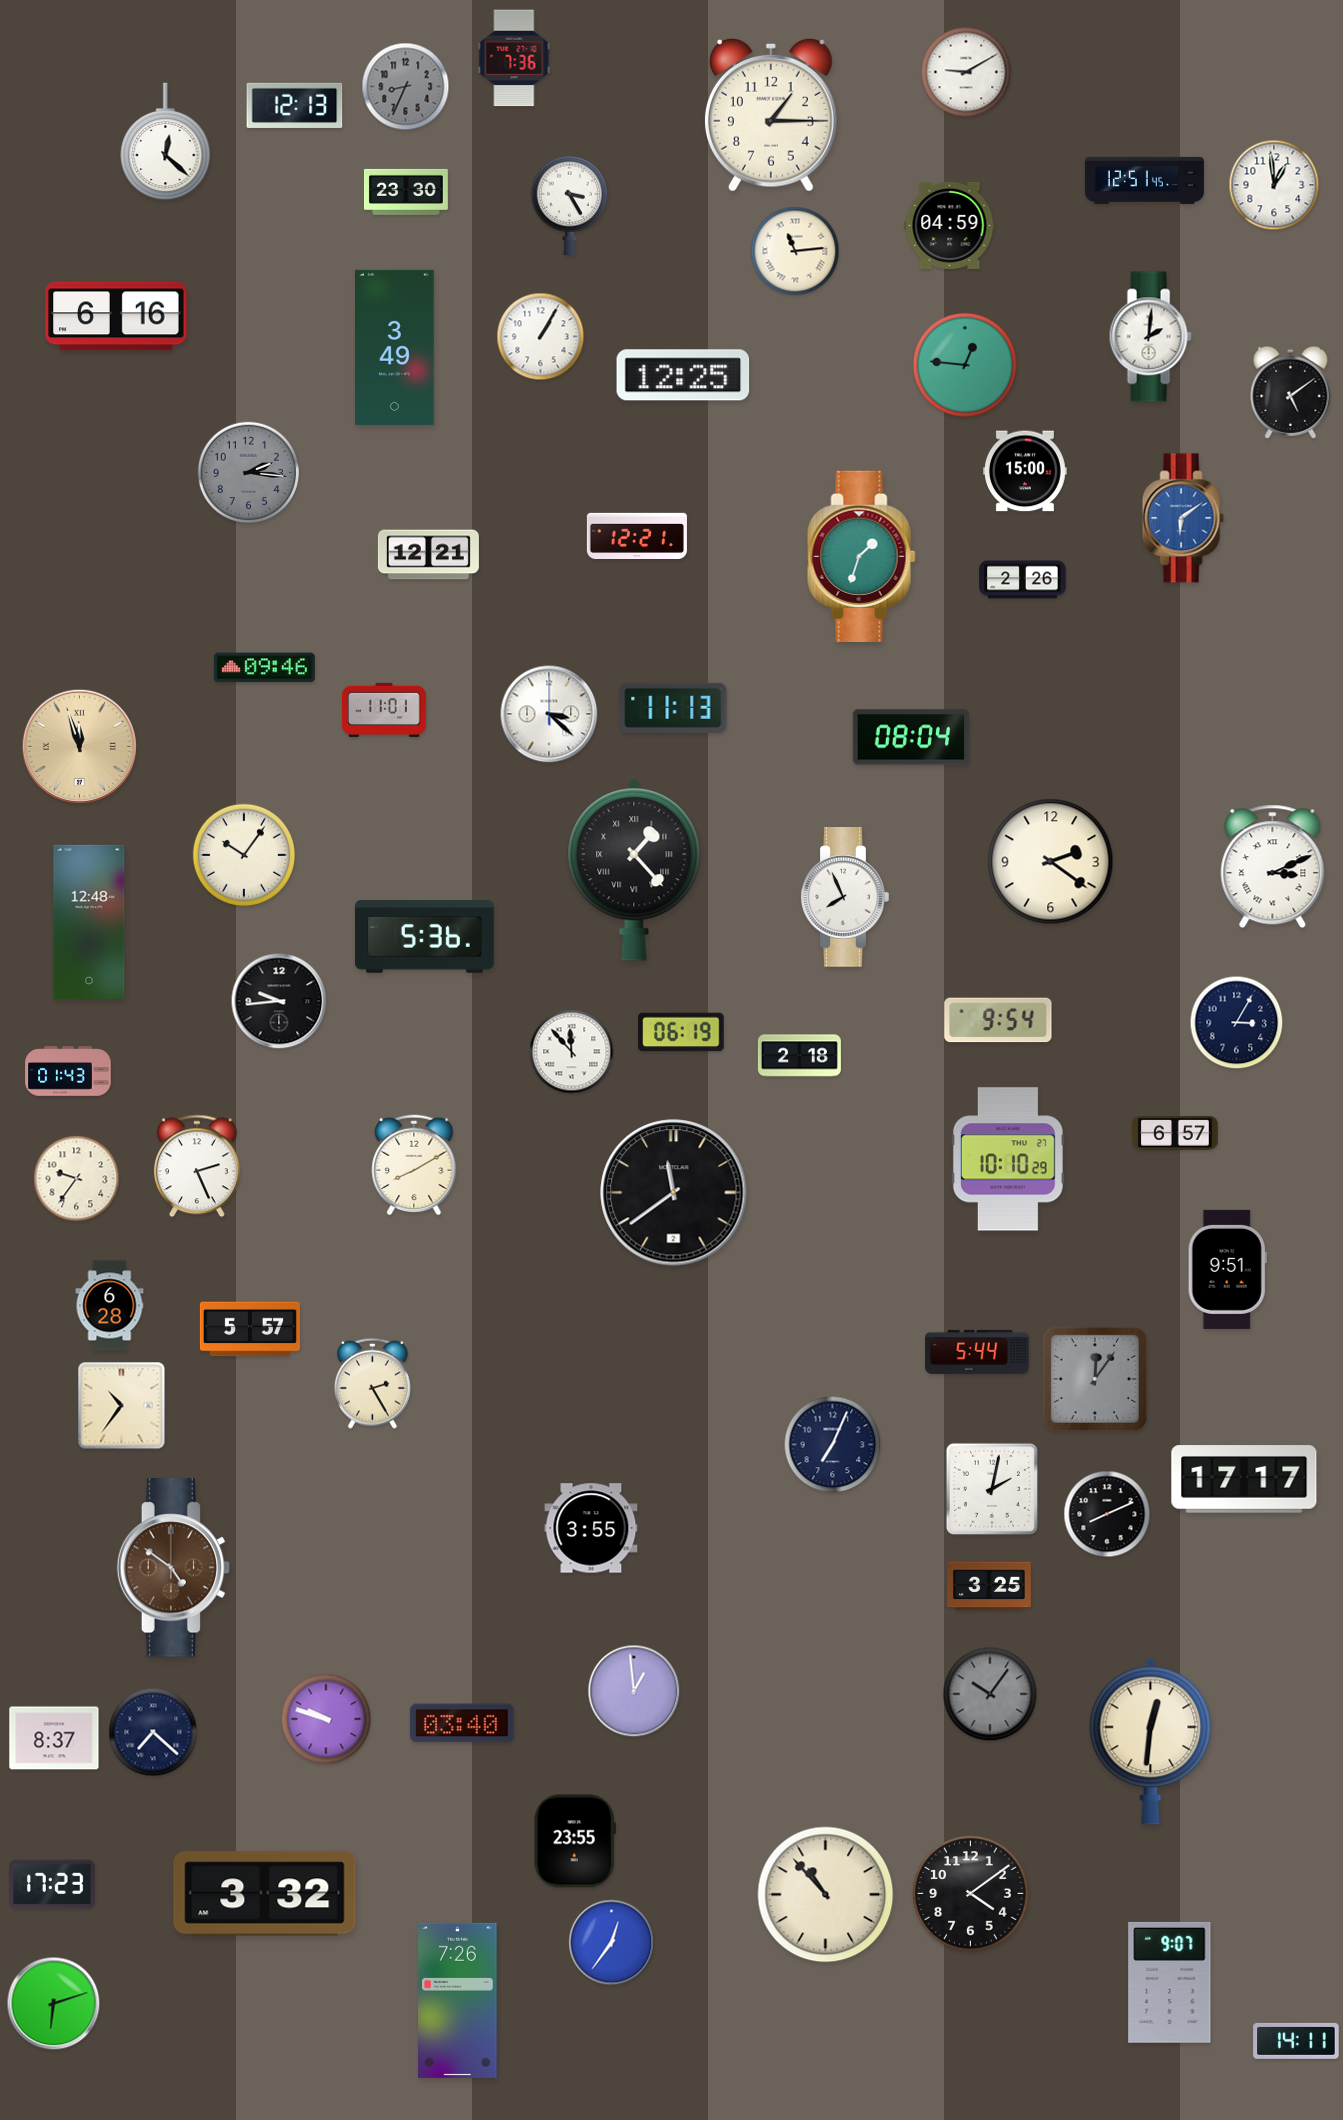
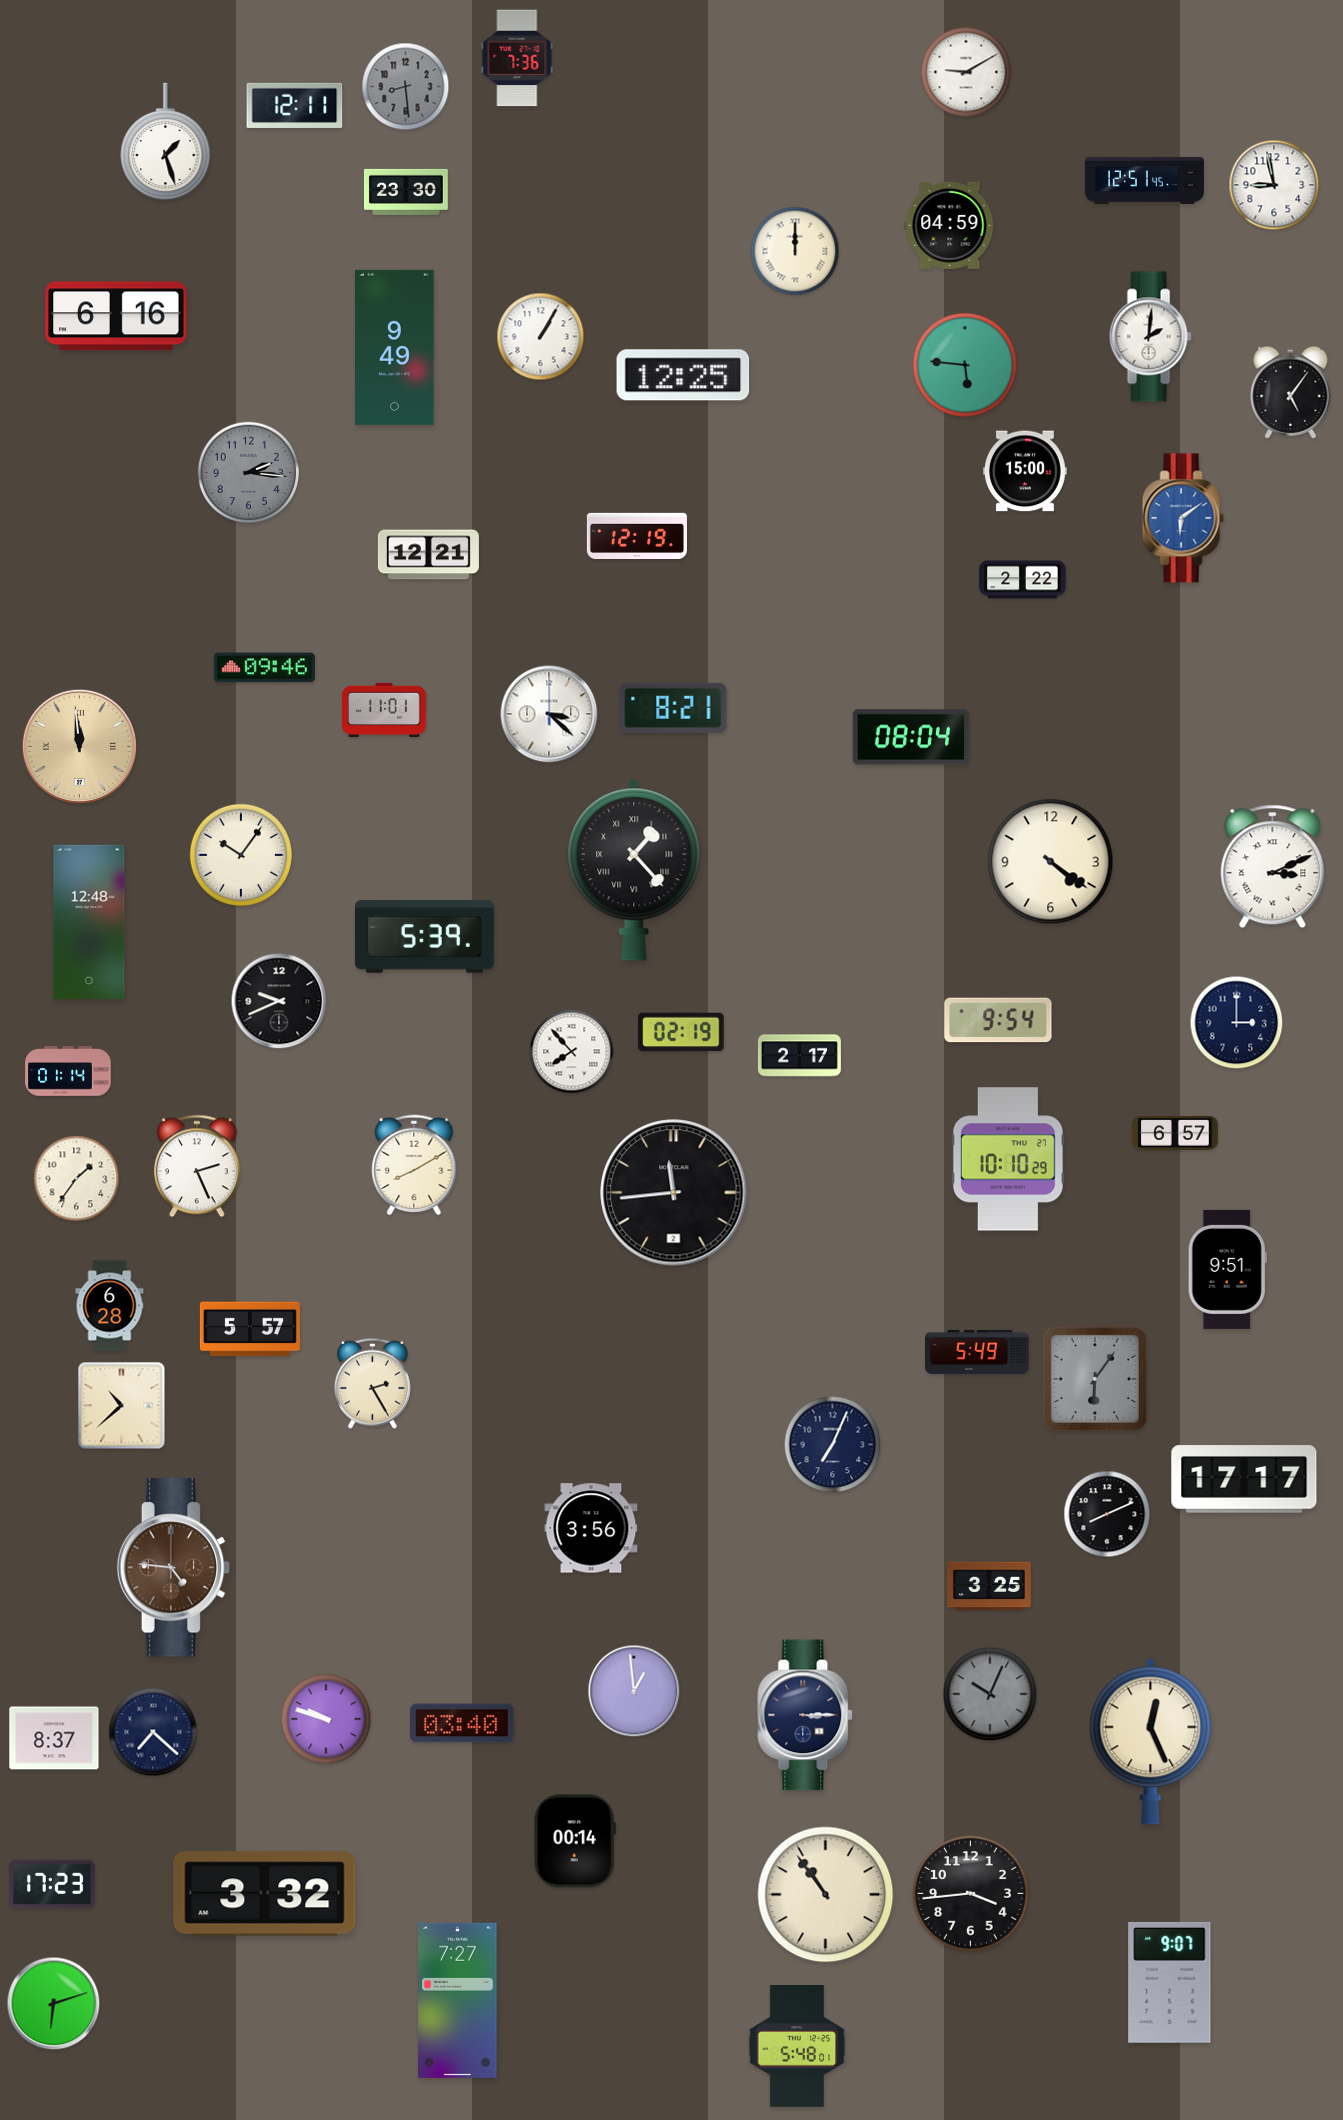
clock at (514, 58) position: (514, 58) -> (517, 58)
clock at (406, 87): 8:34 -> 8:29
clock at (295, 105): 12:13 -> 12:11
clock at (771, 115): 1:15 -> none
clock at (166, 142): 12:22 -> 1:27
clock at (1274, 185): 12:59 -> 8:58
clock at (570, 205): 3:25 -> none
clock at (795, 251): 11:14 -> 12:00
clock at (395, 347): 3:49 -> 9:49
clock at (965, 365): 12:46 -> 5:46
clock at (1291, 392): 5:09 -> 5:06
clock at (637, 535): 12:21 -> 12:19
clock at (862, 556): 1:33 -> none
clock at (1023, 580): 2:26 -> 2:22
clock at (673, 708): 11:13 -> 8:21
clock at (79, 746): 11:57 -> 11:59
clock at (243, 854) position: (243, 854) -> (240, 854)
clock at (1051, 862): 2:21 -> 4:21
clock at (845, 898): 7:56 -> none
clock at (424, 937): 5:36 -> 5:39
clock at (279, 1001): 9:44 -> 9:41
clock at (1237, 1023): 3:05 -> 3:00
clock at (681, 1032): 06:19 -> 02:19
clock at (572, 1052): 11:53 -> 7:53
clock at (799, 1056): 2:18 -> 2:17
clock at (68, 1071): 01:43 -> 01:14
clock at (77, 1179): 9:36 -> 1:36
clock at (674, 1193): 11:39 -> 11:44
clock at (977, 1352): 5:44 -> 5:49
clock at (1095, 1379): 12:06 -> 6:06
clock at (122, 1406): 10:36 -> 10:38
clock at (992, 1489): 2:02 -> none
clock at (591, 1528): 3:55 -> 3:56
clock at (174, 1568): 4:51 -> 4:46
clock at (990, 1694): 10:06 -> 10:04
clock at (806, 1715): none -> 3:15
clock at (1151, 1741): 12:31 -> 12:26
clock at (575, 1841): 23:55 -> 00:14
clock at (971, 1894): 4:09 -> 3:44
clock at (826, 1895): 10:53 -> 10:54
clock at (612, 1943): 12:36 -> none
clock at (458, 2000): 7:26 -> 7:27
clock at (1296, 2041): 14:11 -> none
clock at (797, 2046): none -> 5:48
